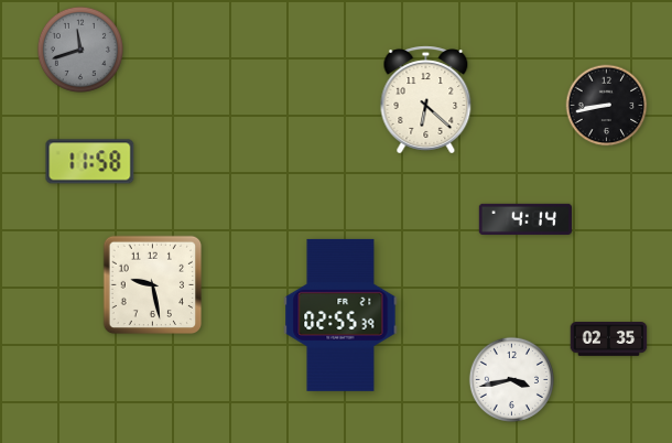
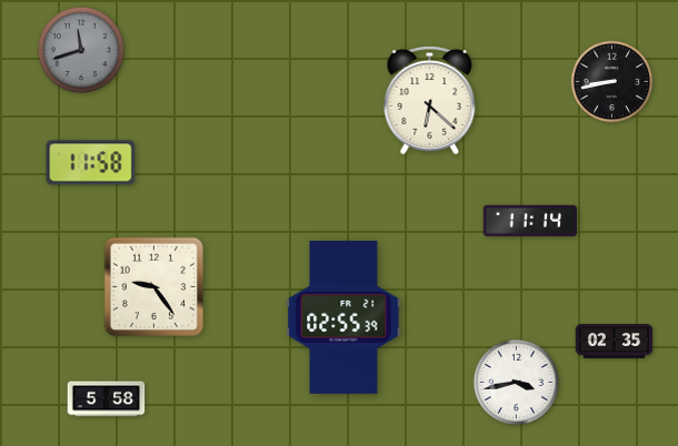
clock at (607, 106) position: (607, 106) -> (612, 82)
clock at (525, 219): 4:14 -> 11:14
clock at (153, 285): 9:28 -> 9:24
clock at (107, 399): none -> 5:58
